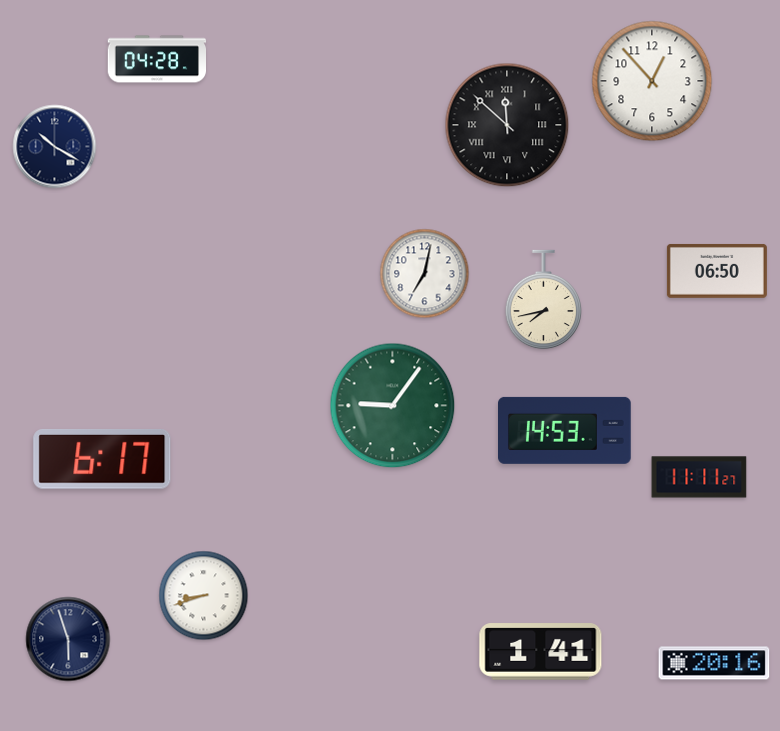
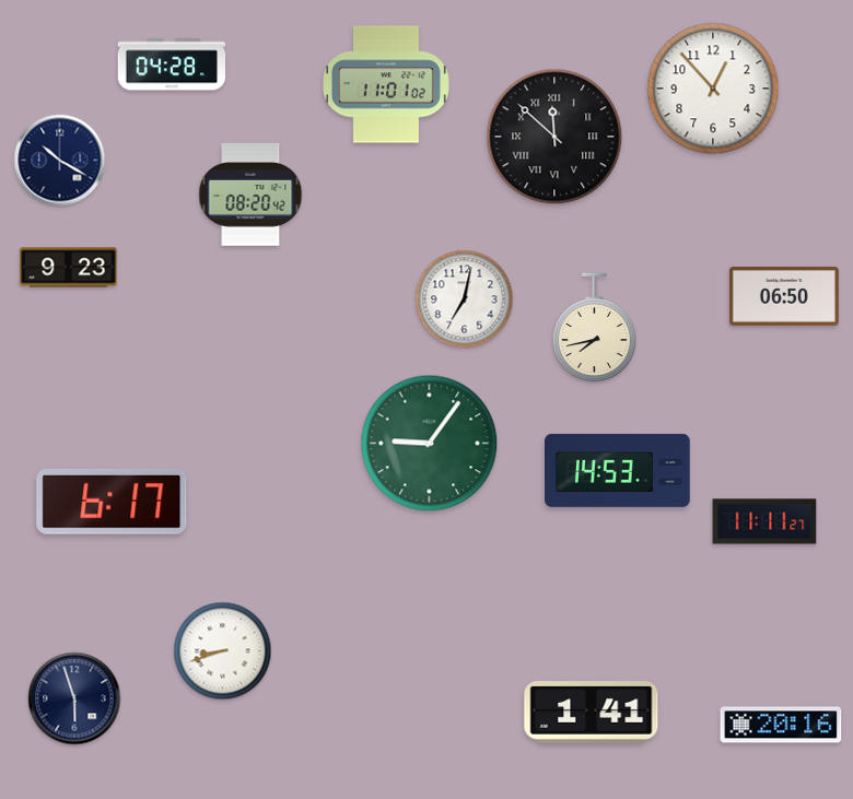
clock at (386, 84): none -> 11:01
clock at (250, 195): none -> 08:20
clock at (69, 268): none -> 9:23
